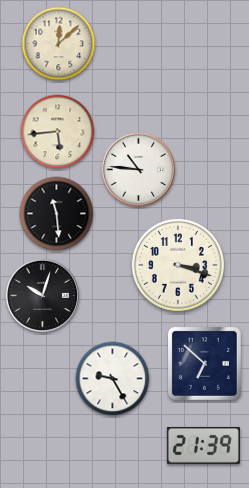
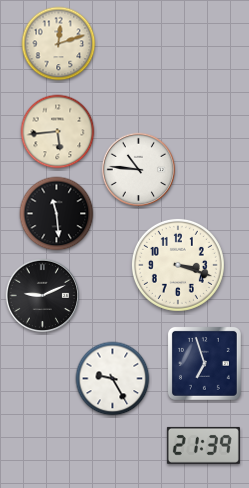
clock at (59, 44): 12:08 -> 12:12
clock at (43, 296): 10:03 -> 9:11
clock at (204, 363): 6:52 -> 6:57
